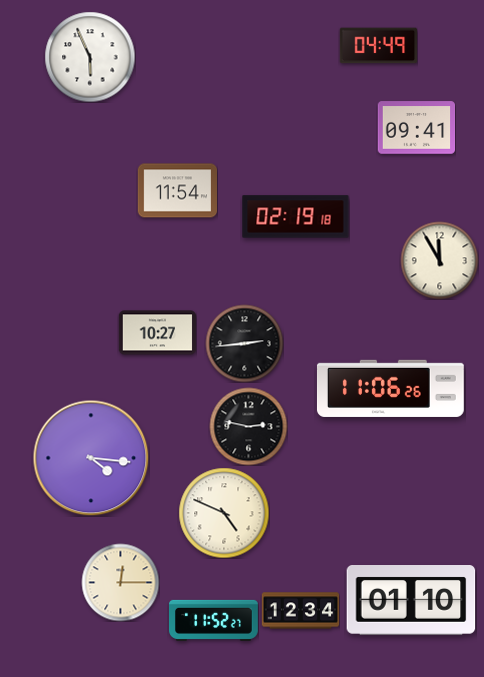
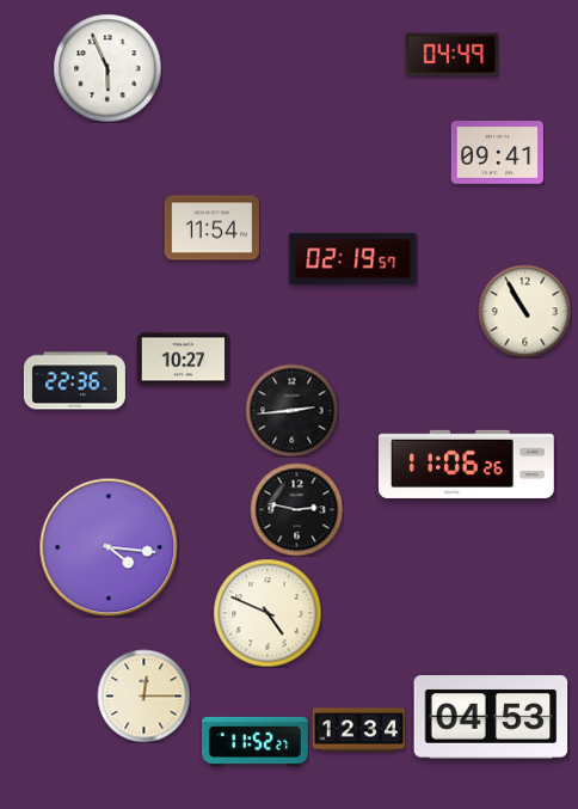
clock at (296, 217): 02:19:18 -> 02:19:57
clock at (439, 260): 11:55 -> 10:55
clock at (74, 381): none -> 22:36
clock at (157, 333) position: (157, 333) -> (183, 360)
clock at (411, 601): 01:10 -> 04:53
